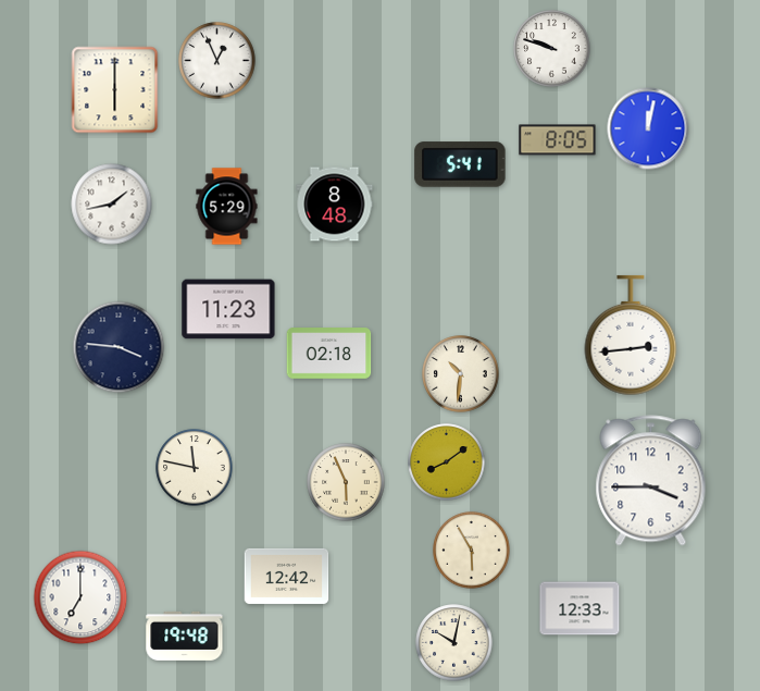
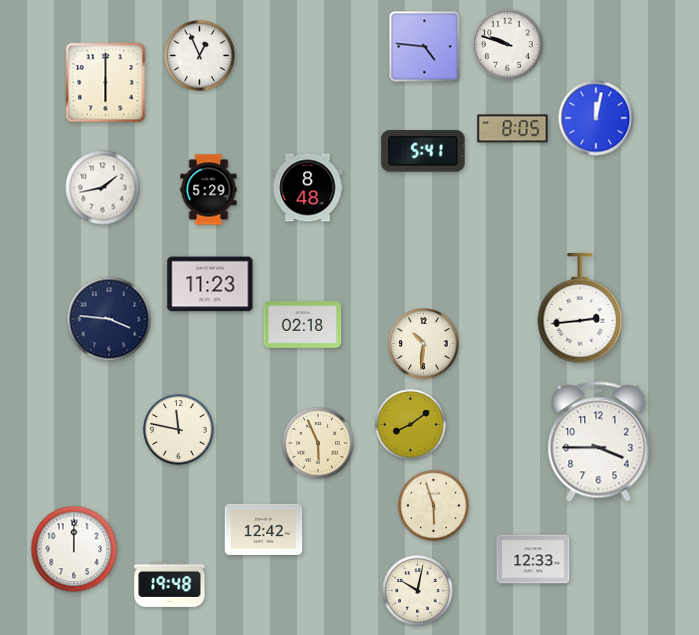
clock at (425, 47): none -> 4:46
clock at (472, 551): 5:55 -> 5:57
clock at (80, 597): 7:00 -> 12:00
